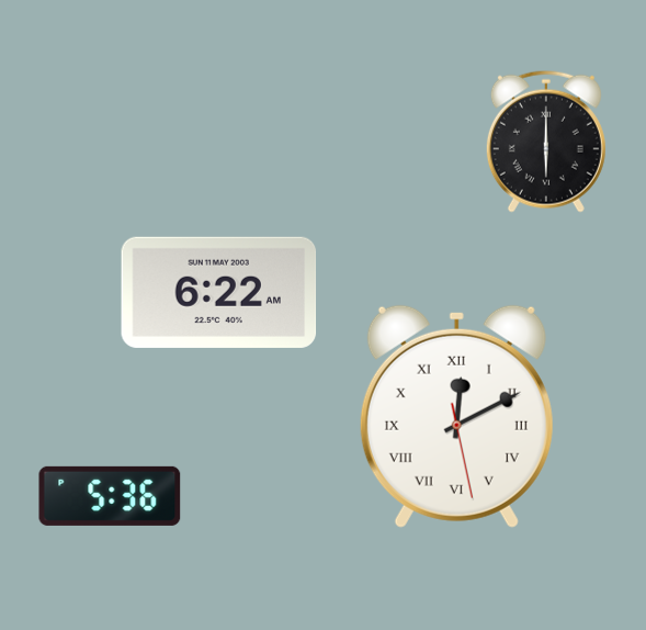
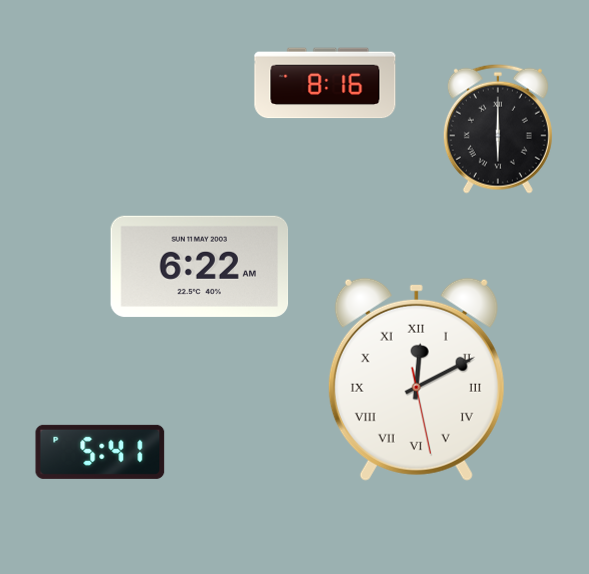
clock at (325, 83): none -> 8:16
clock at (110, 496): 5:36 -> 5:41
